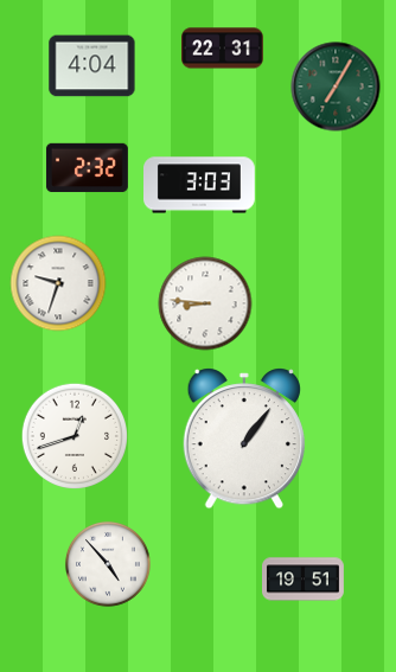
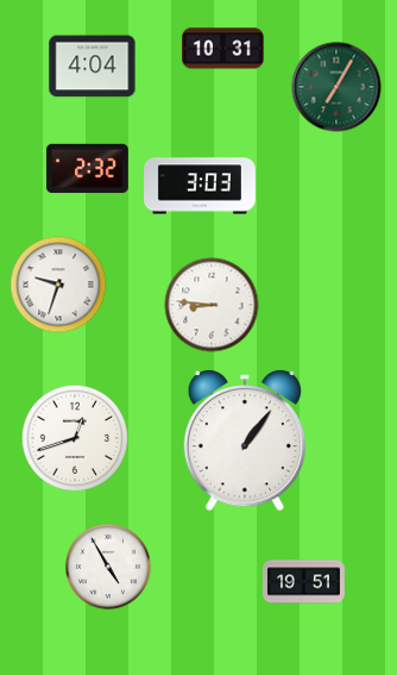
clock at (223, 49): 22:31 -> 10:31
clock at (205, 303) position: (205, 303) -> (212, 305)
clock at (108, 564): 4:53 -> 4:55
